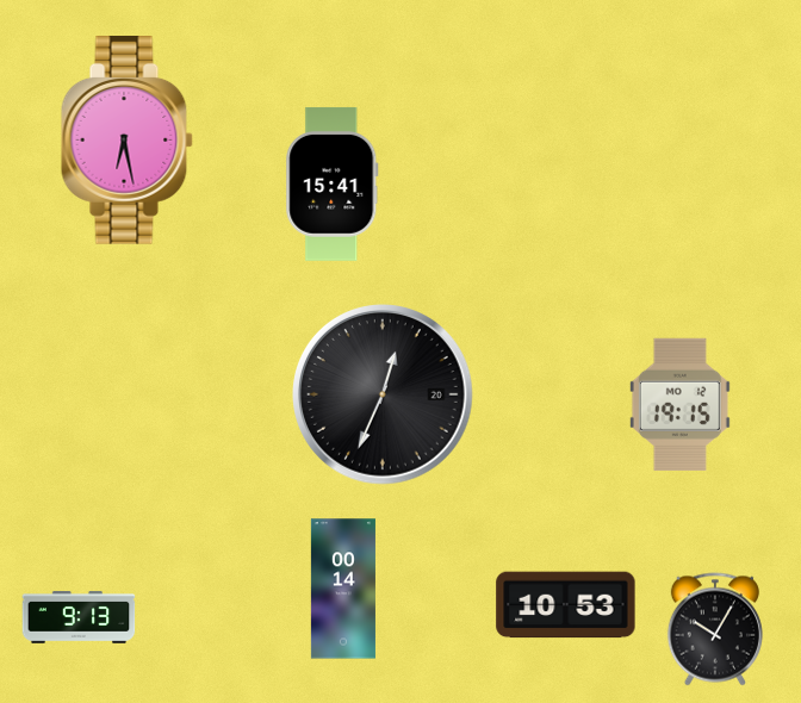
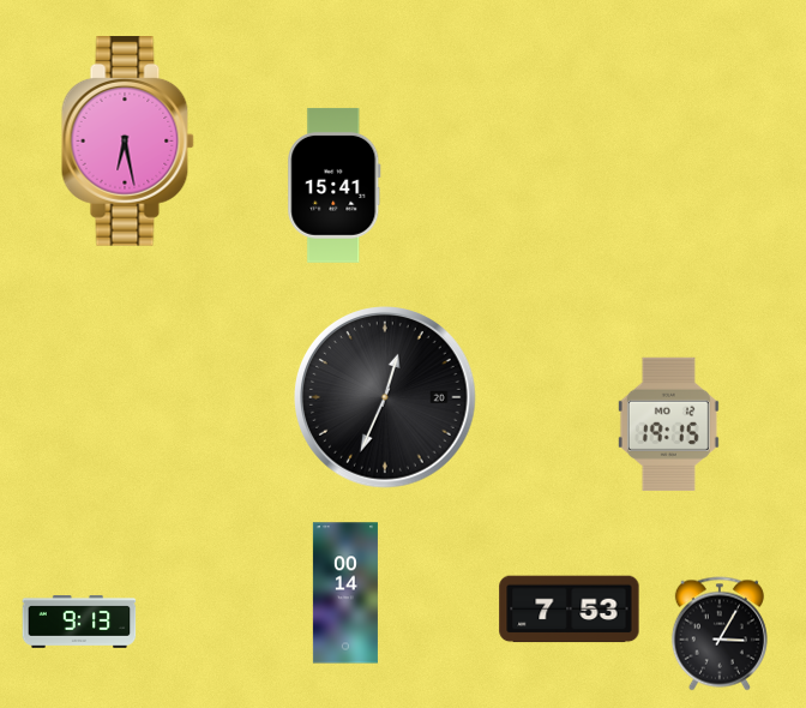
clock at (679, 404) position: (679, 404) -> (668, 424)
clock at (566, 605): 10:53 -> 7:53
clock at (715, 629): 10:05 -> 3:05
